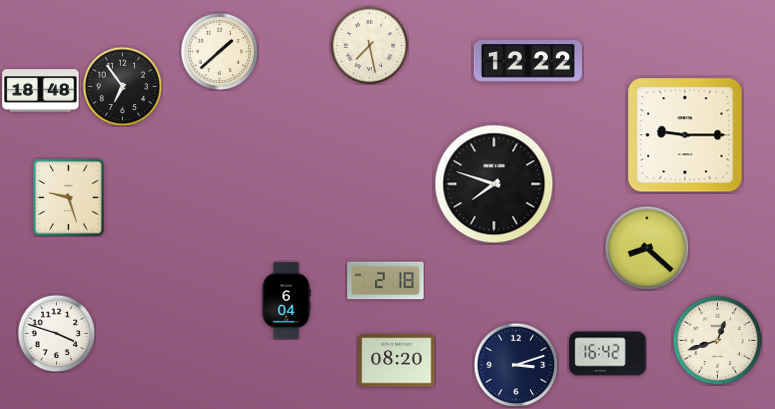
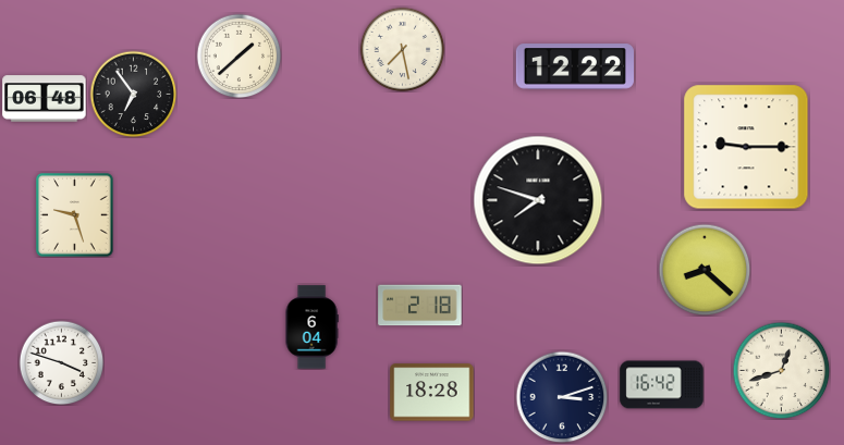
clock at (41, 91): 18:48 -> 06:48
clock at (397, 361): 08:20 -> 18:28
